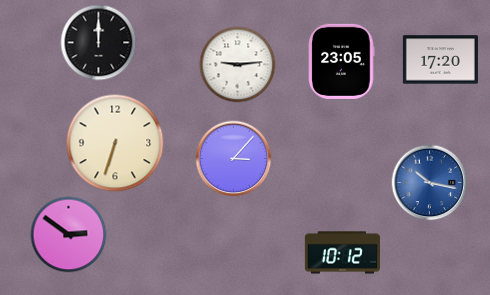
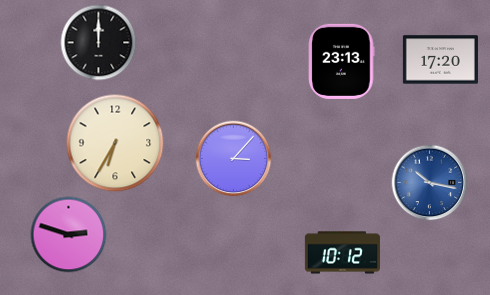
clock at (342, 61): 23:05 -> 23:13
clock at (238, 65): 9:14 -> none
clock at (115, 143): 6:33 -> 6:35
clock at (69, 235): 2:51 -> 2:48
